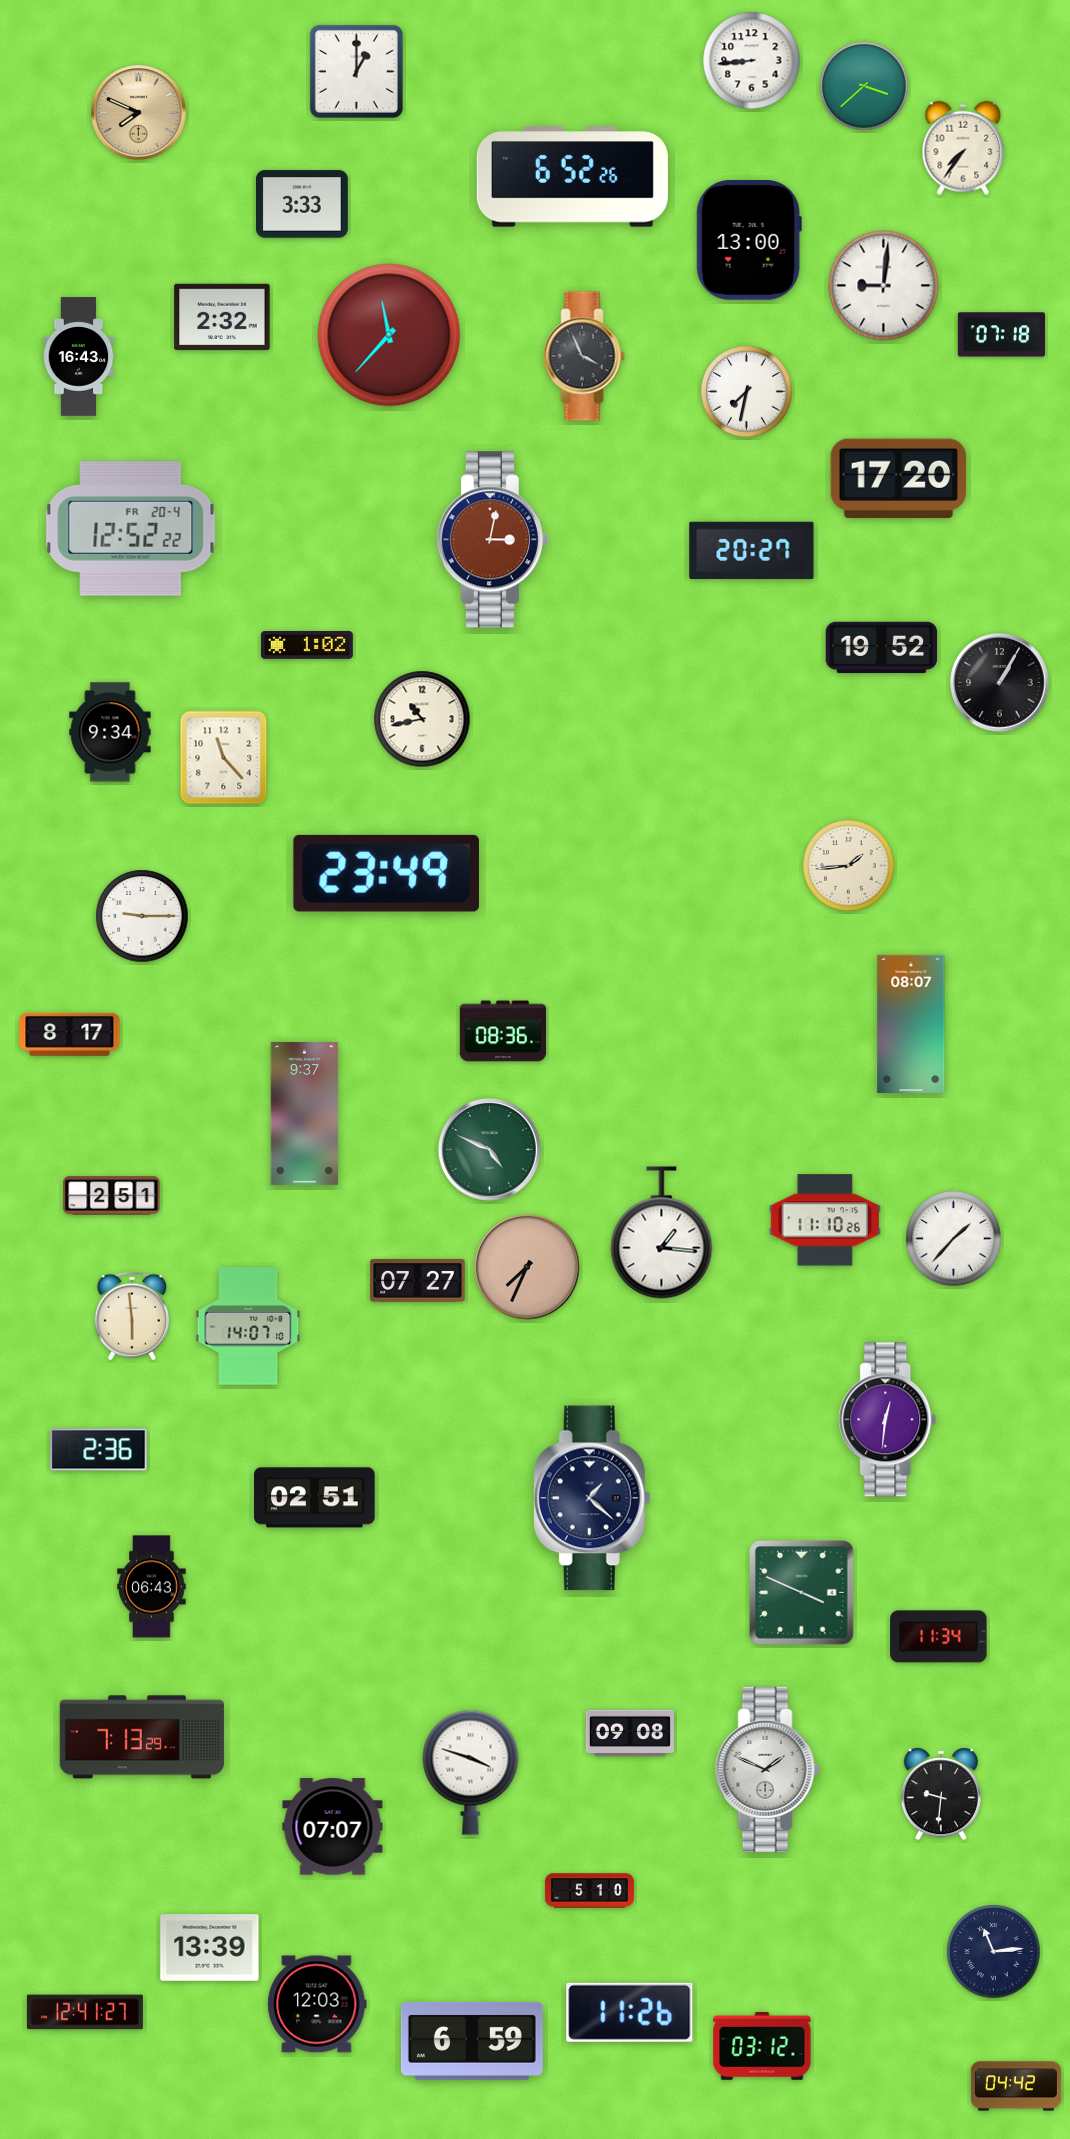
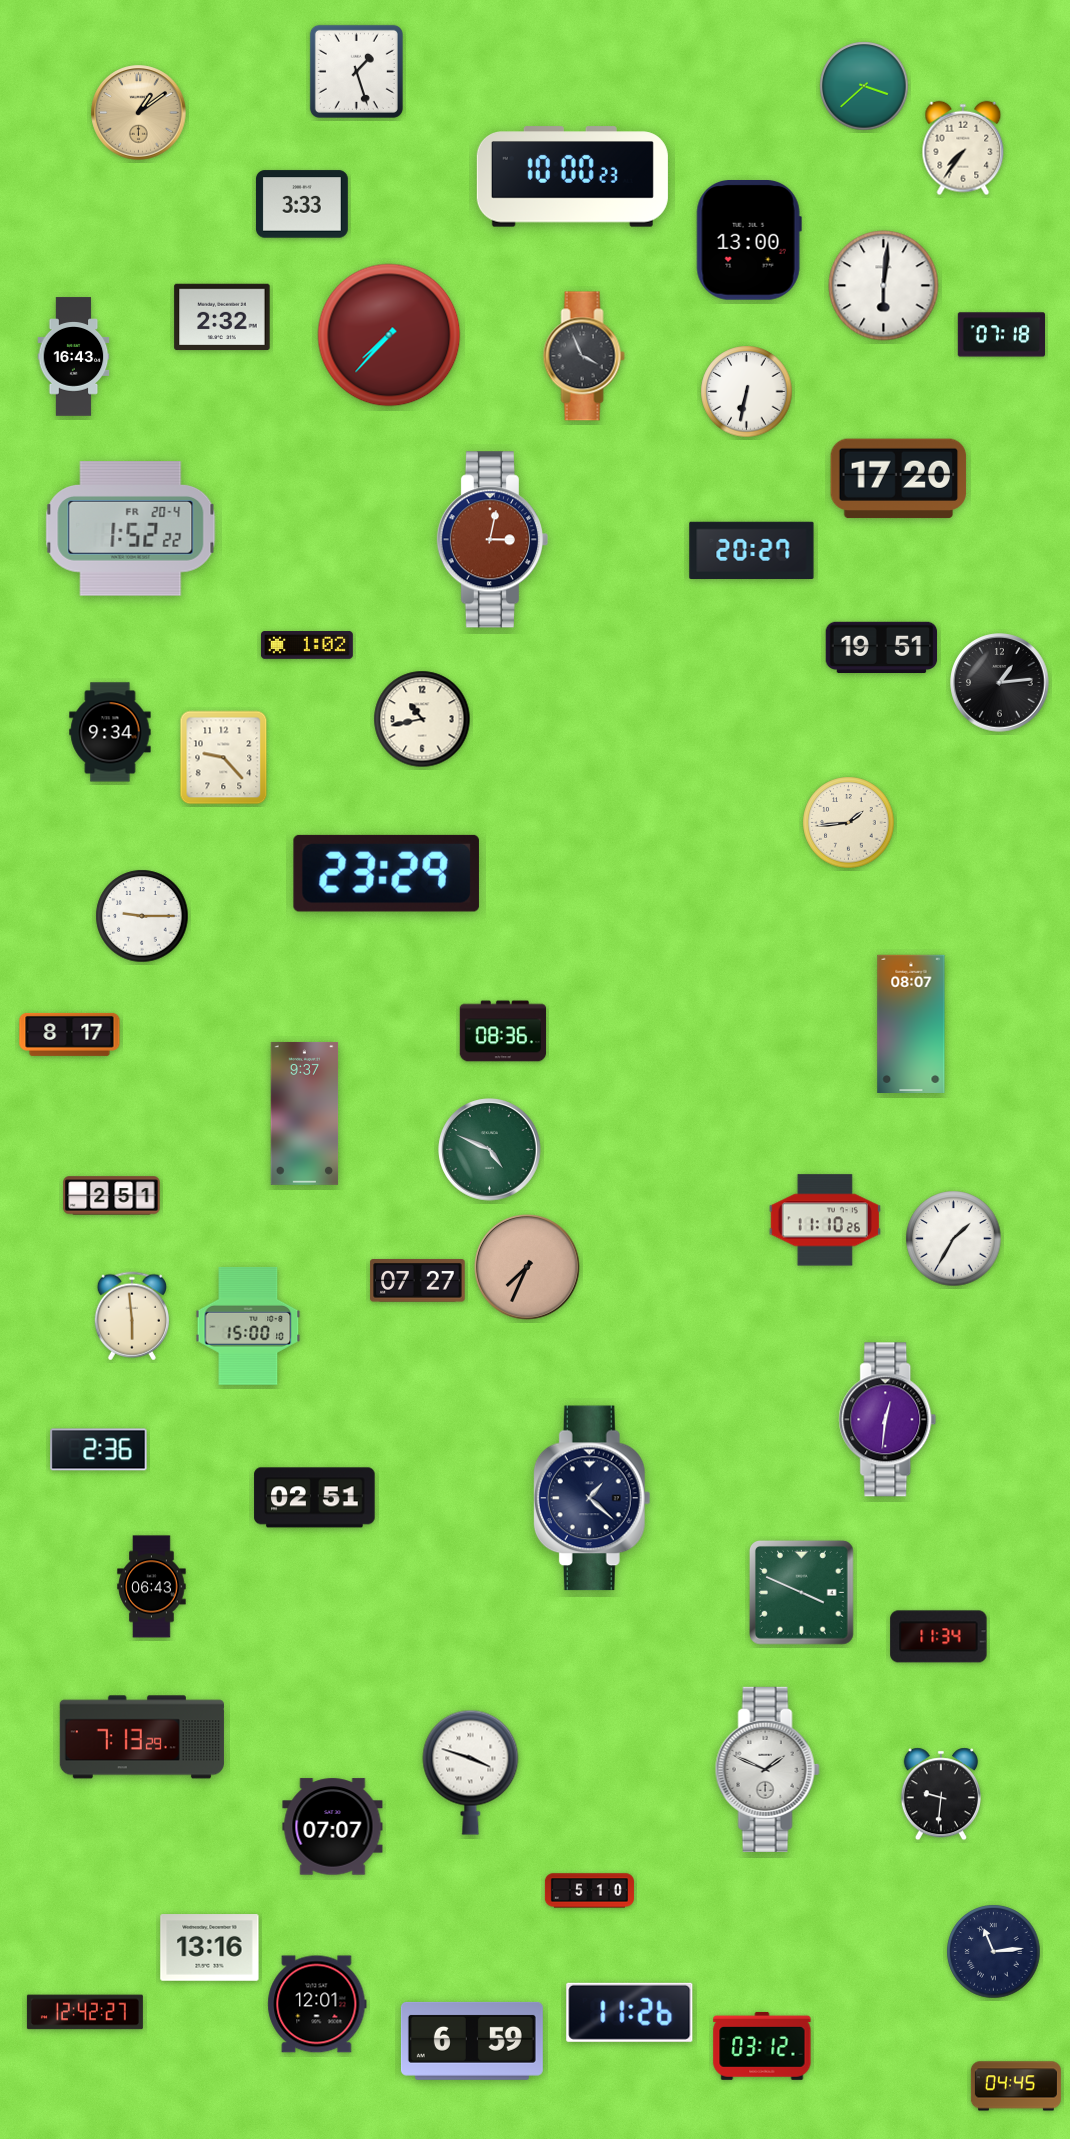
clock at (752, 61): 8:44 -> none
clock at (356, 71): 1:00 -> 1:27
clock at (139, 113): 7:49 -> 1:09
clock at (572, 177): 6:52 -> 10:00
clock at (884, 286): 9:01 -> 6:01
clock at (389, 335): 11:37 -> 7:37
clock at (79, 357) position: (79, 357) -> (74, 357)
clock at (747, 392): 7:32 -> 6:32
clock at (131, 529): 12:52 -> 1:52
clock at (882, 647): 19:52 -> 19:51
clock at (1000, 683): 1:05 -> 1:14
clock at (224, 758): 11:23 -> 9:23
clock at (849, 866) position: (849, 866) -> (849, 823)
clock at (386, 873): 23:49 -> 23:29
clock at (662, 1233): 1:16 -> none
clock at (954, 1239): 1:37 -> 1:35
clock at (248, 1326): 14:07 -> 15:00
clock at (630, 1733): 09:08 -> none
clock at (210, 1948): 13:39 -> 13:16
clock at (317, 2004): 12:03 -> 12:01
clock at (85, 2012): 12:41 -> 12:42
clock at (1016, 2086): 04:42 -> 04:45
